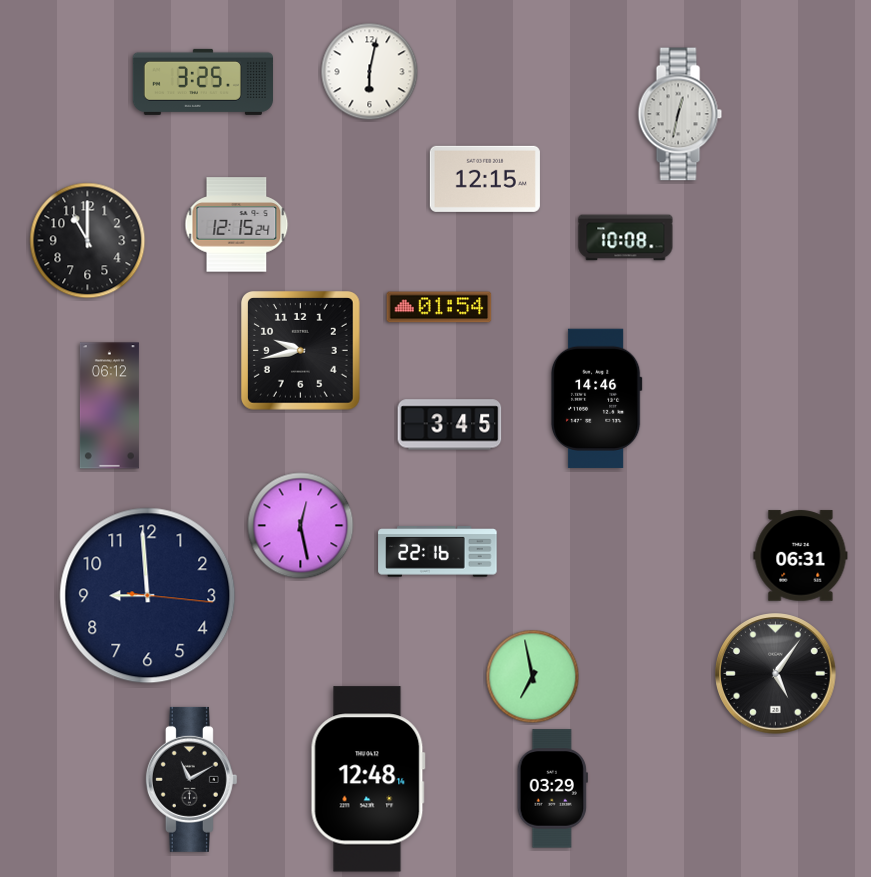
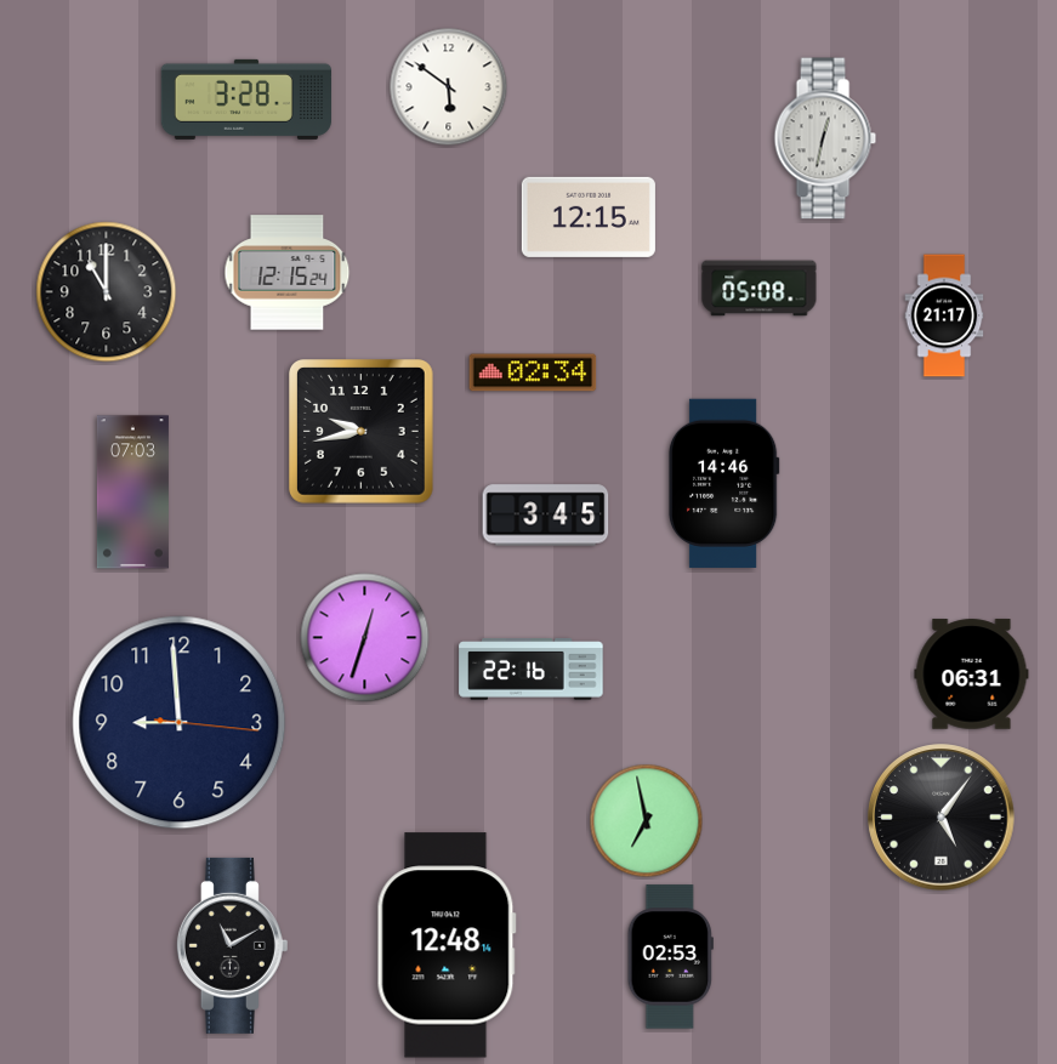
clock at (370, 72): 6:02 -> 5:51
clock at (202, 82): 3:25 -> 3:28
clock at (626, 238): 10:08 -> 05:08
clock at (944, 315): none -> 21:17
clock at (439, 307): 01:54 -> 02:34
clock at (301, 351) position: (301, 351) -> (362, 432)
clock at (109, 406): 06:12 -> 07:03
clock at (301, 526): 12:28 -> 12:33
clock at (552, 789): 03:29 -> 02:53
